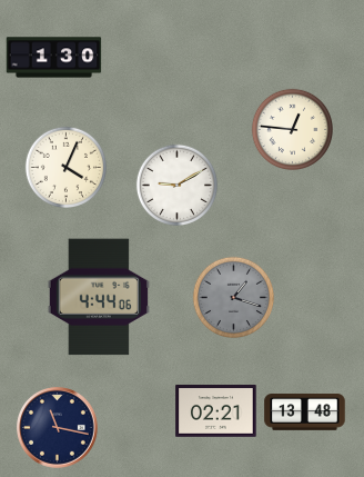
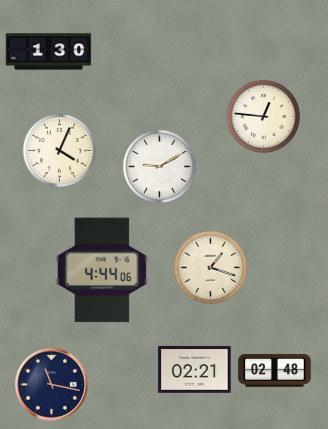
clock at (99, 297) position: (99, 297) -> (102, 270)
clock at (233, 297) dial: grey -> cream
clock at (305, 413): 13:48 -> 02:48
